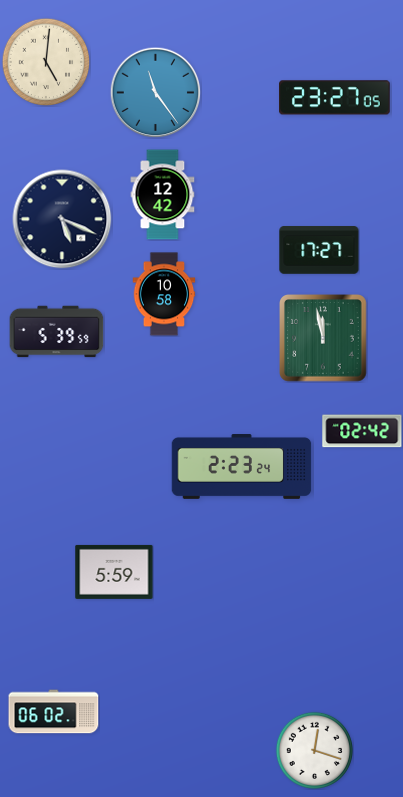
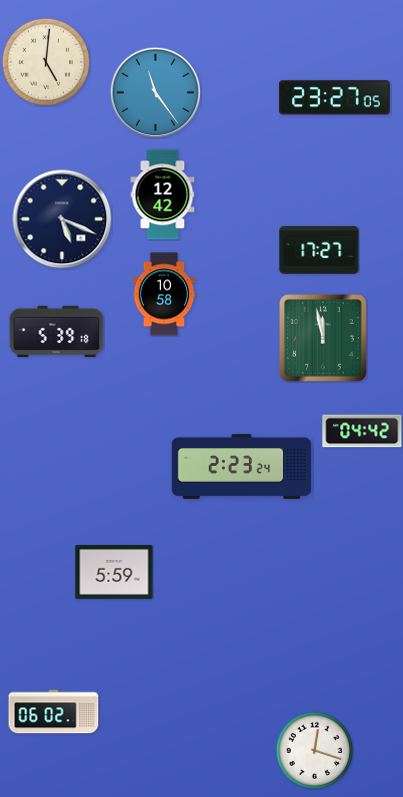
clock at (57, 332): 5:39:59 -> 5:39:18
clock at (362, 431): 02:42 -> 04:42
